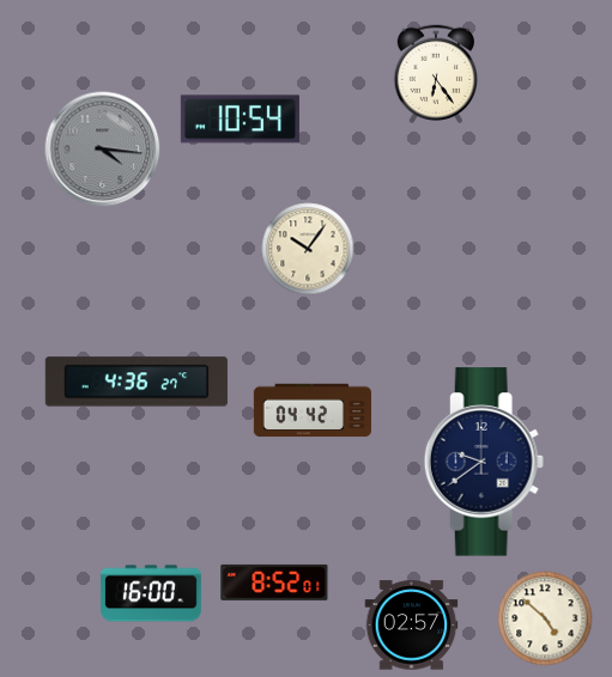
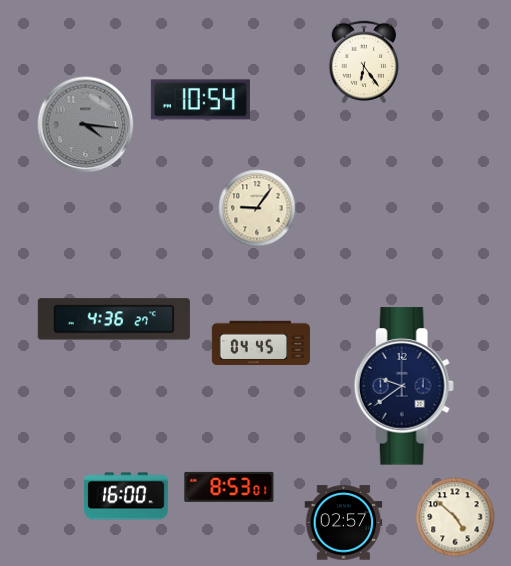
clock at (308, 249): 10:06 -> 9:06
clock at (313, 410): 04:42 -> 04:45
clock at (274, 583): 8:52 -> 8:53
